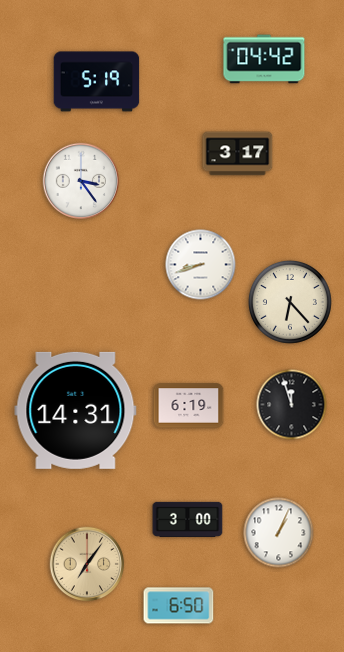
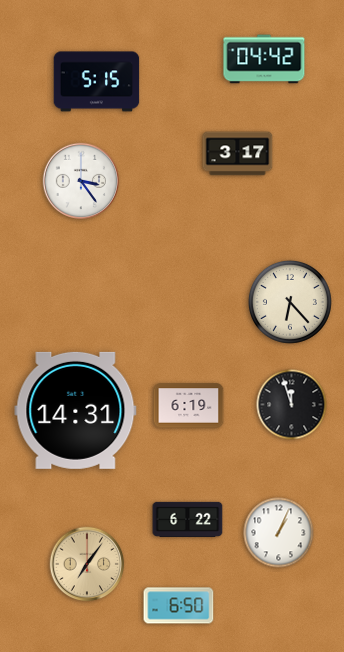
clock at (97, 82): 5:19 -> 5:15
clock at (201, 265): 8:42 -> none
clock at (188, 519): 3:00 -> 6:22
